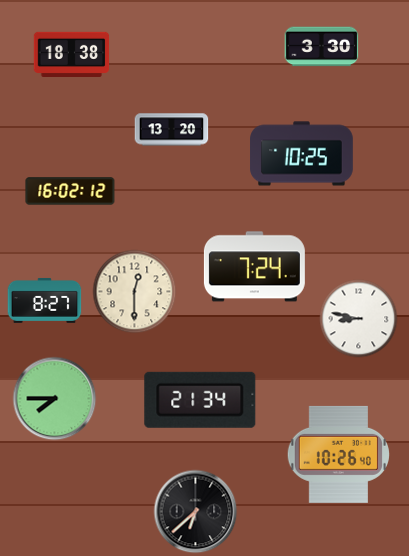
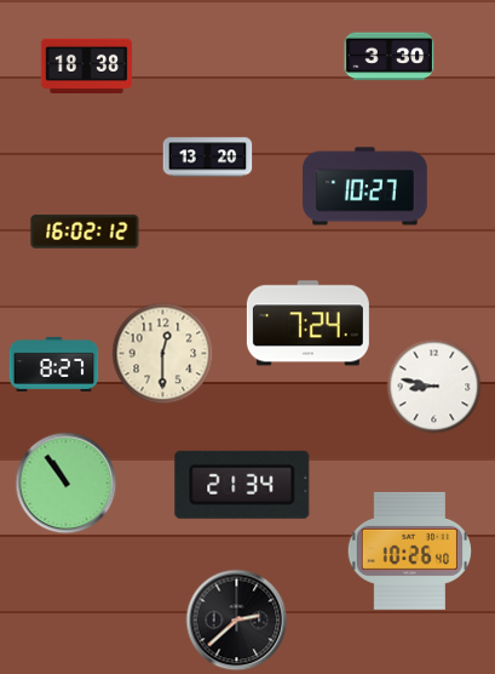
clock at (302, 154): 10:25 -> 10:27
clock at (55, 399): 7:45 -> 10:54
clock at (196, 512): 6:38 -> 2:38
